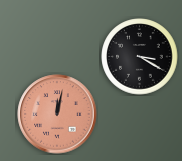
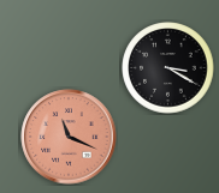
clock at (57, 114): 12:02 -> 11:19
